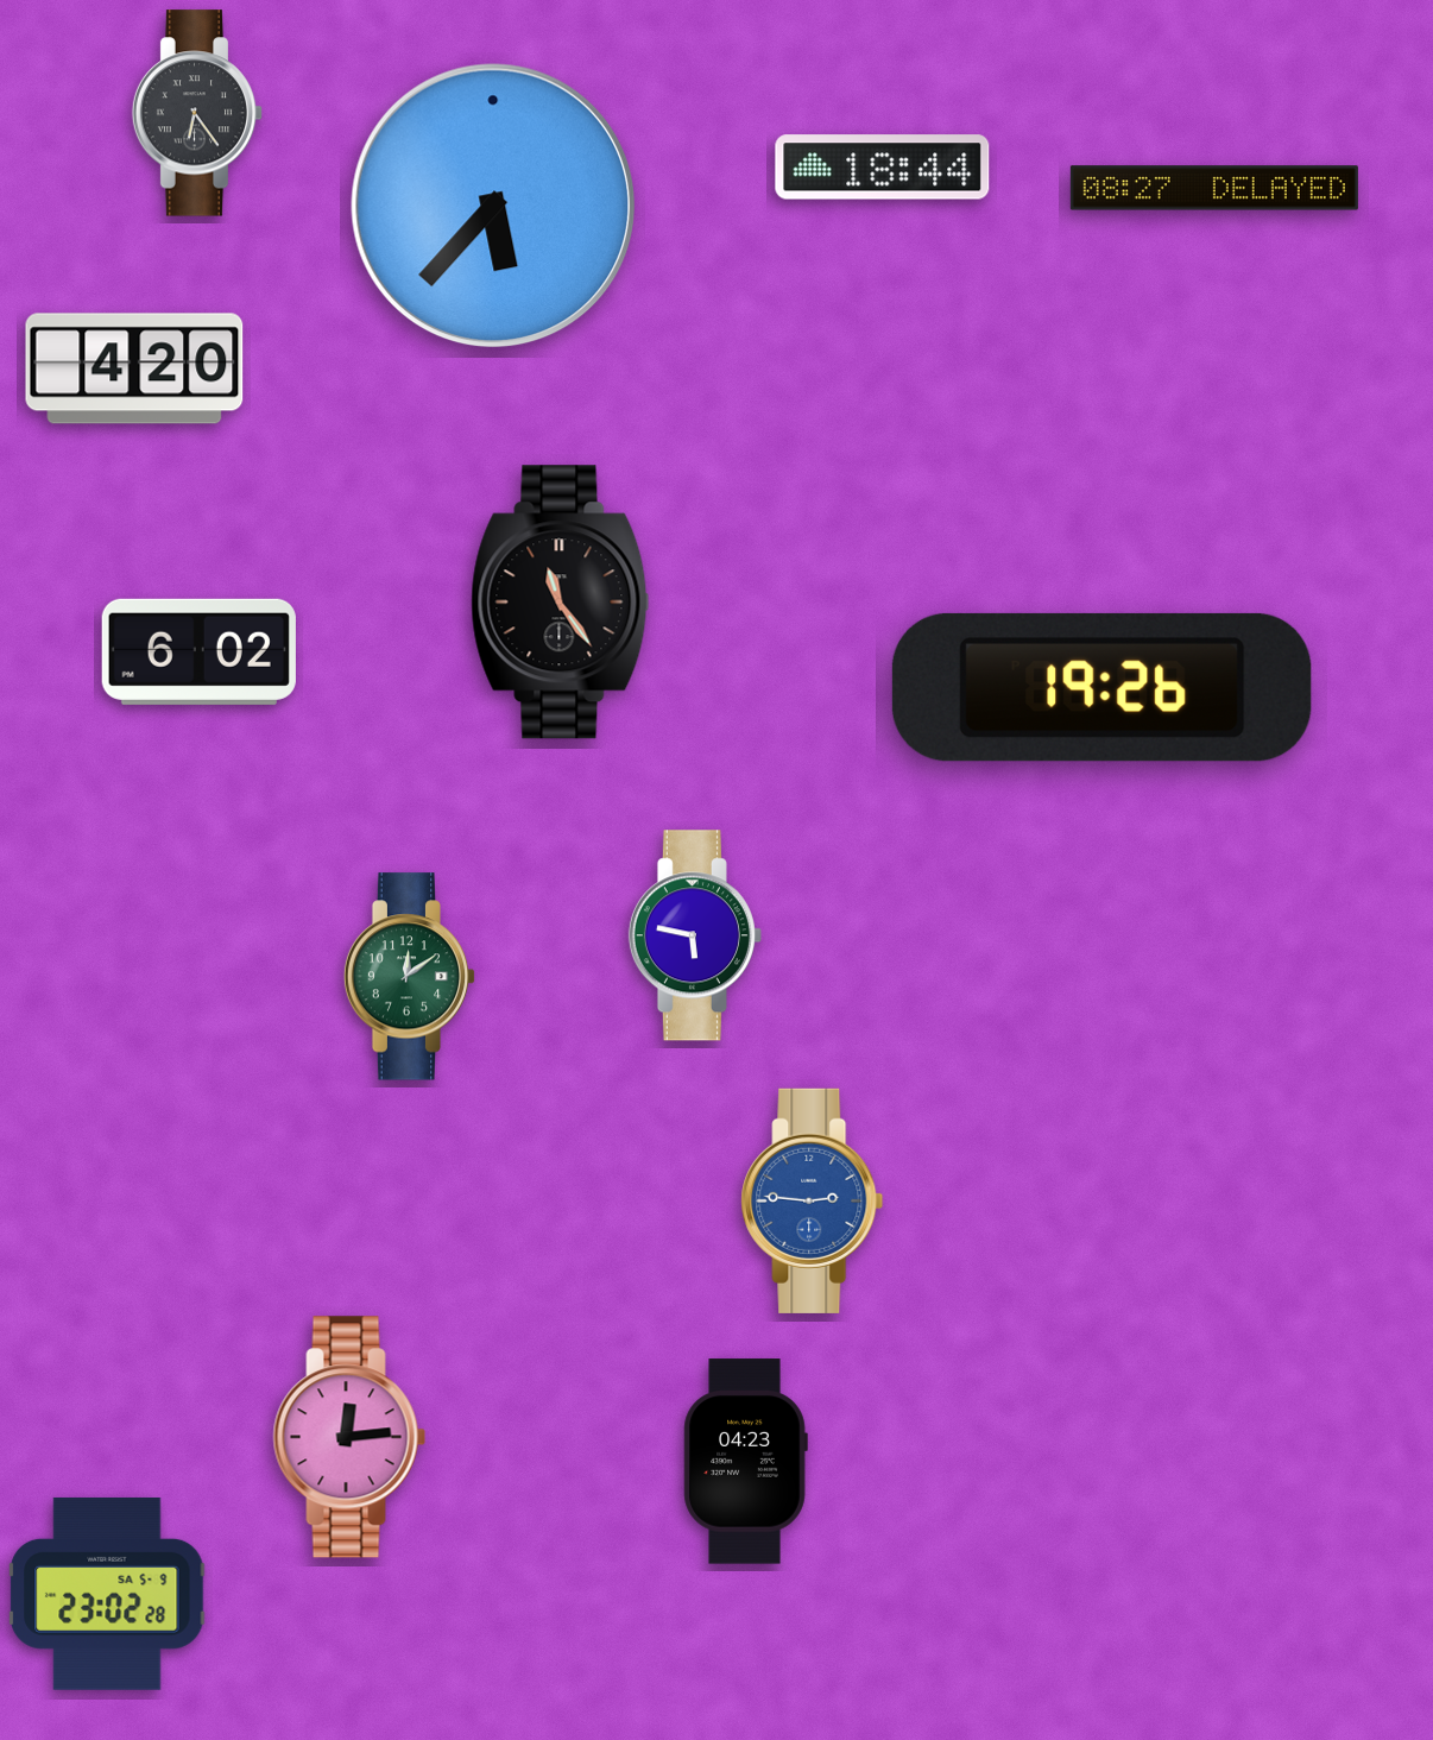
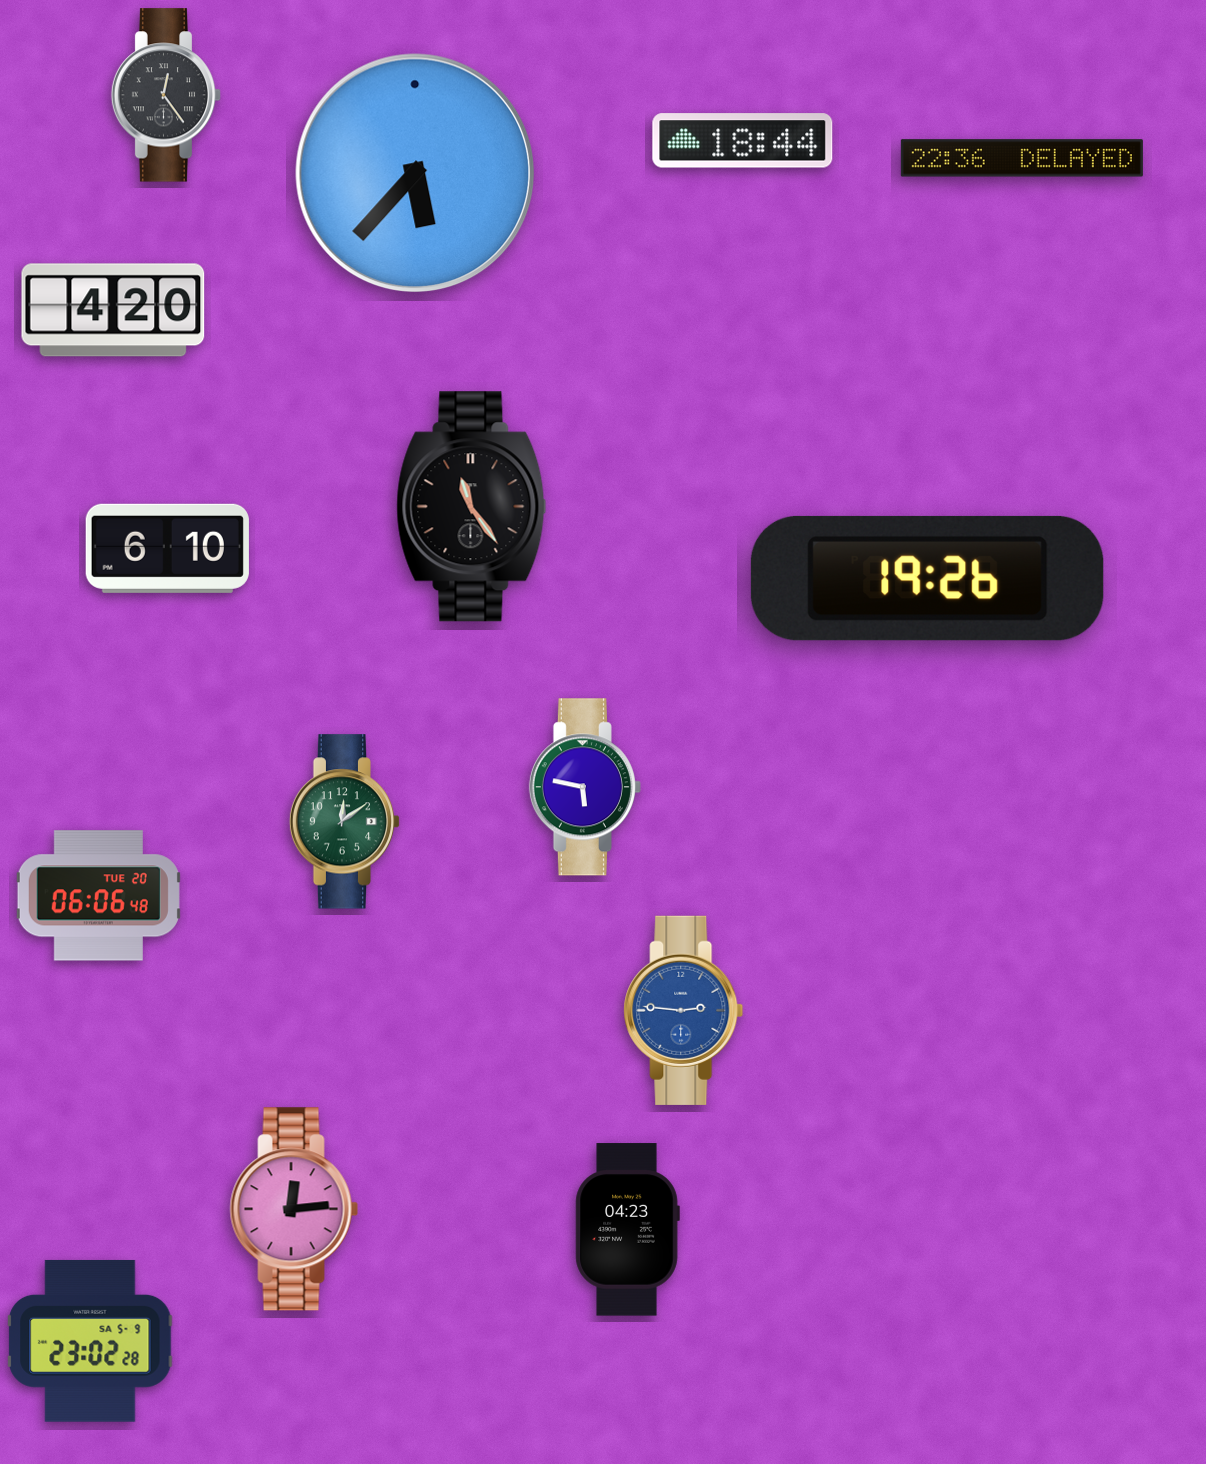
clock at (197, 113): 6:24 -> 12:24
clock at (1214, 188): 08:27 -> 22:36
clock at (198, 651): 6:02 -> 6:10
clock at (98, 896): none -> 06:06
